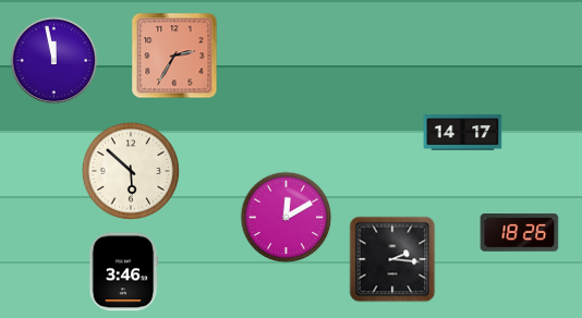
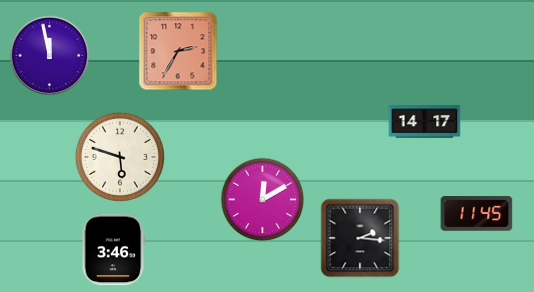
clock at (174, 56) position: (174, 56) -> (178, 51)
clock at (131, 171): 5:52 -> 5:48
clock at (520, 233): 18:26 -> 11:45
